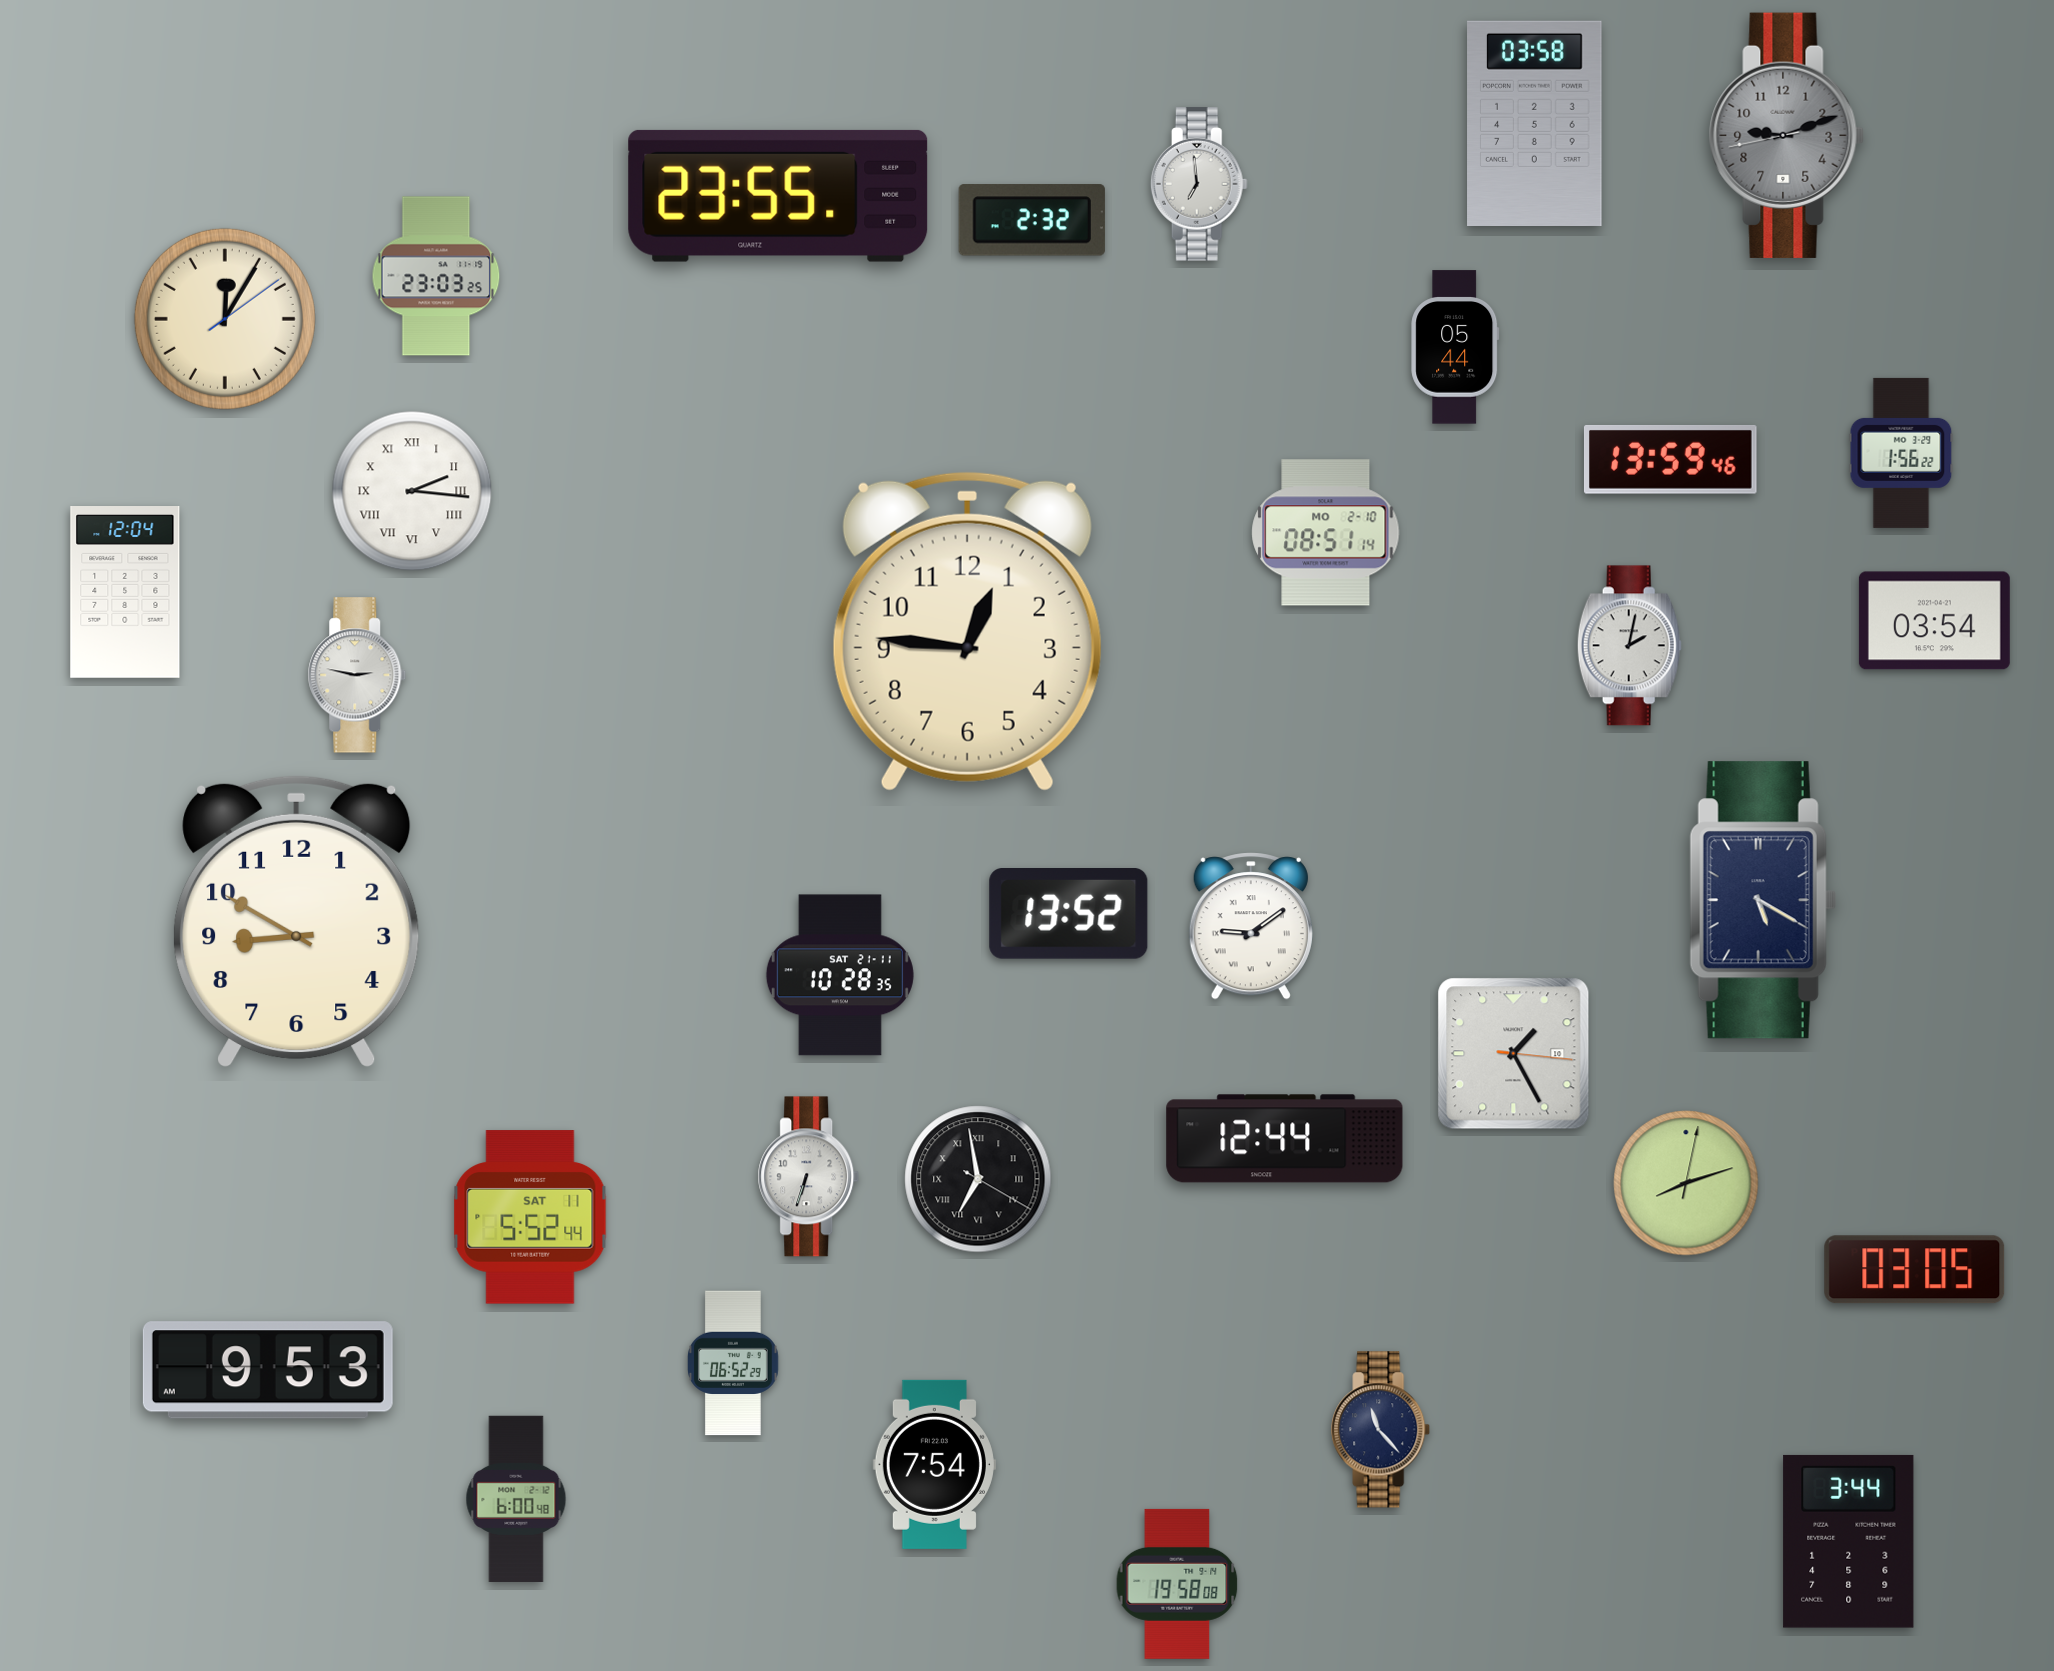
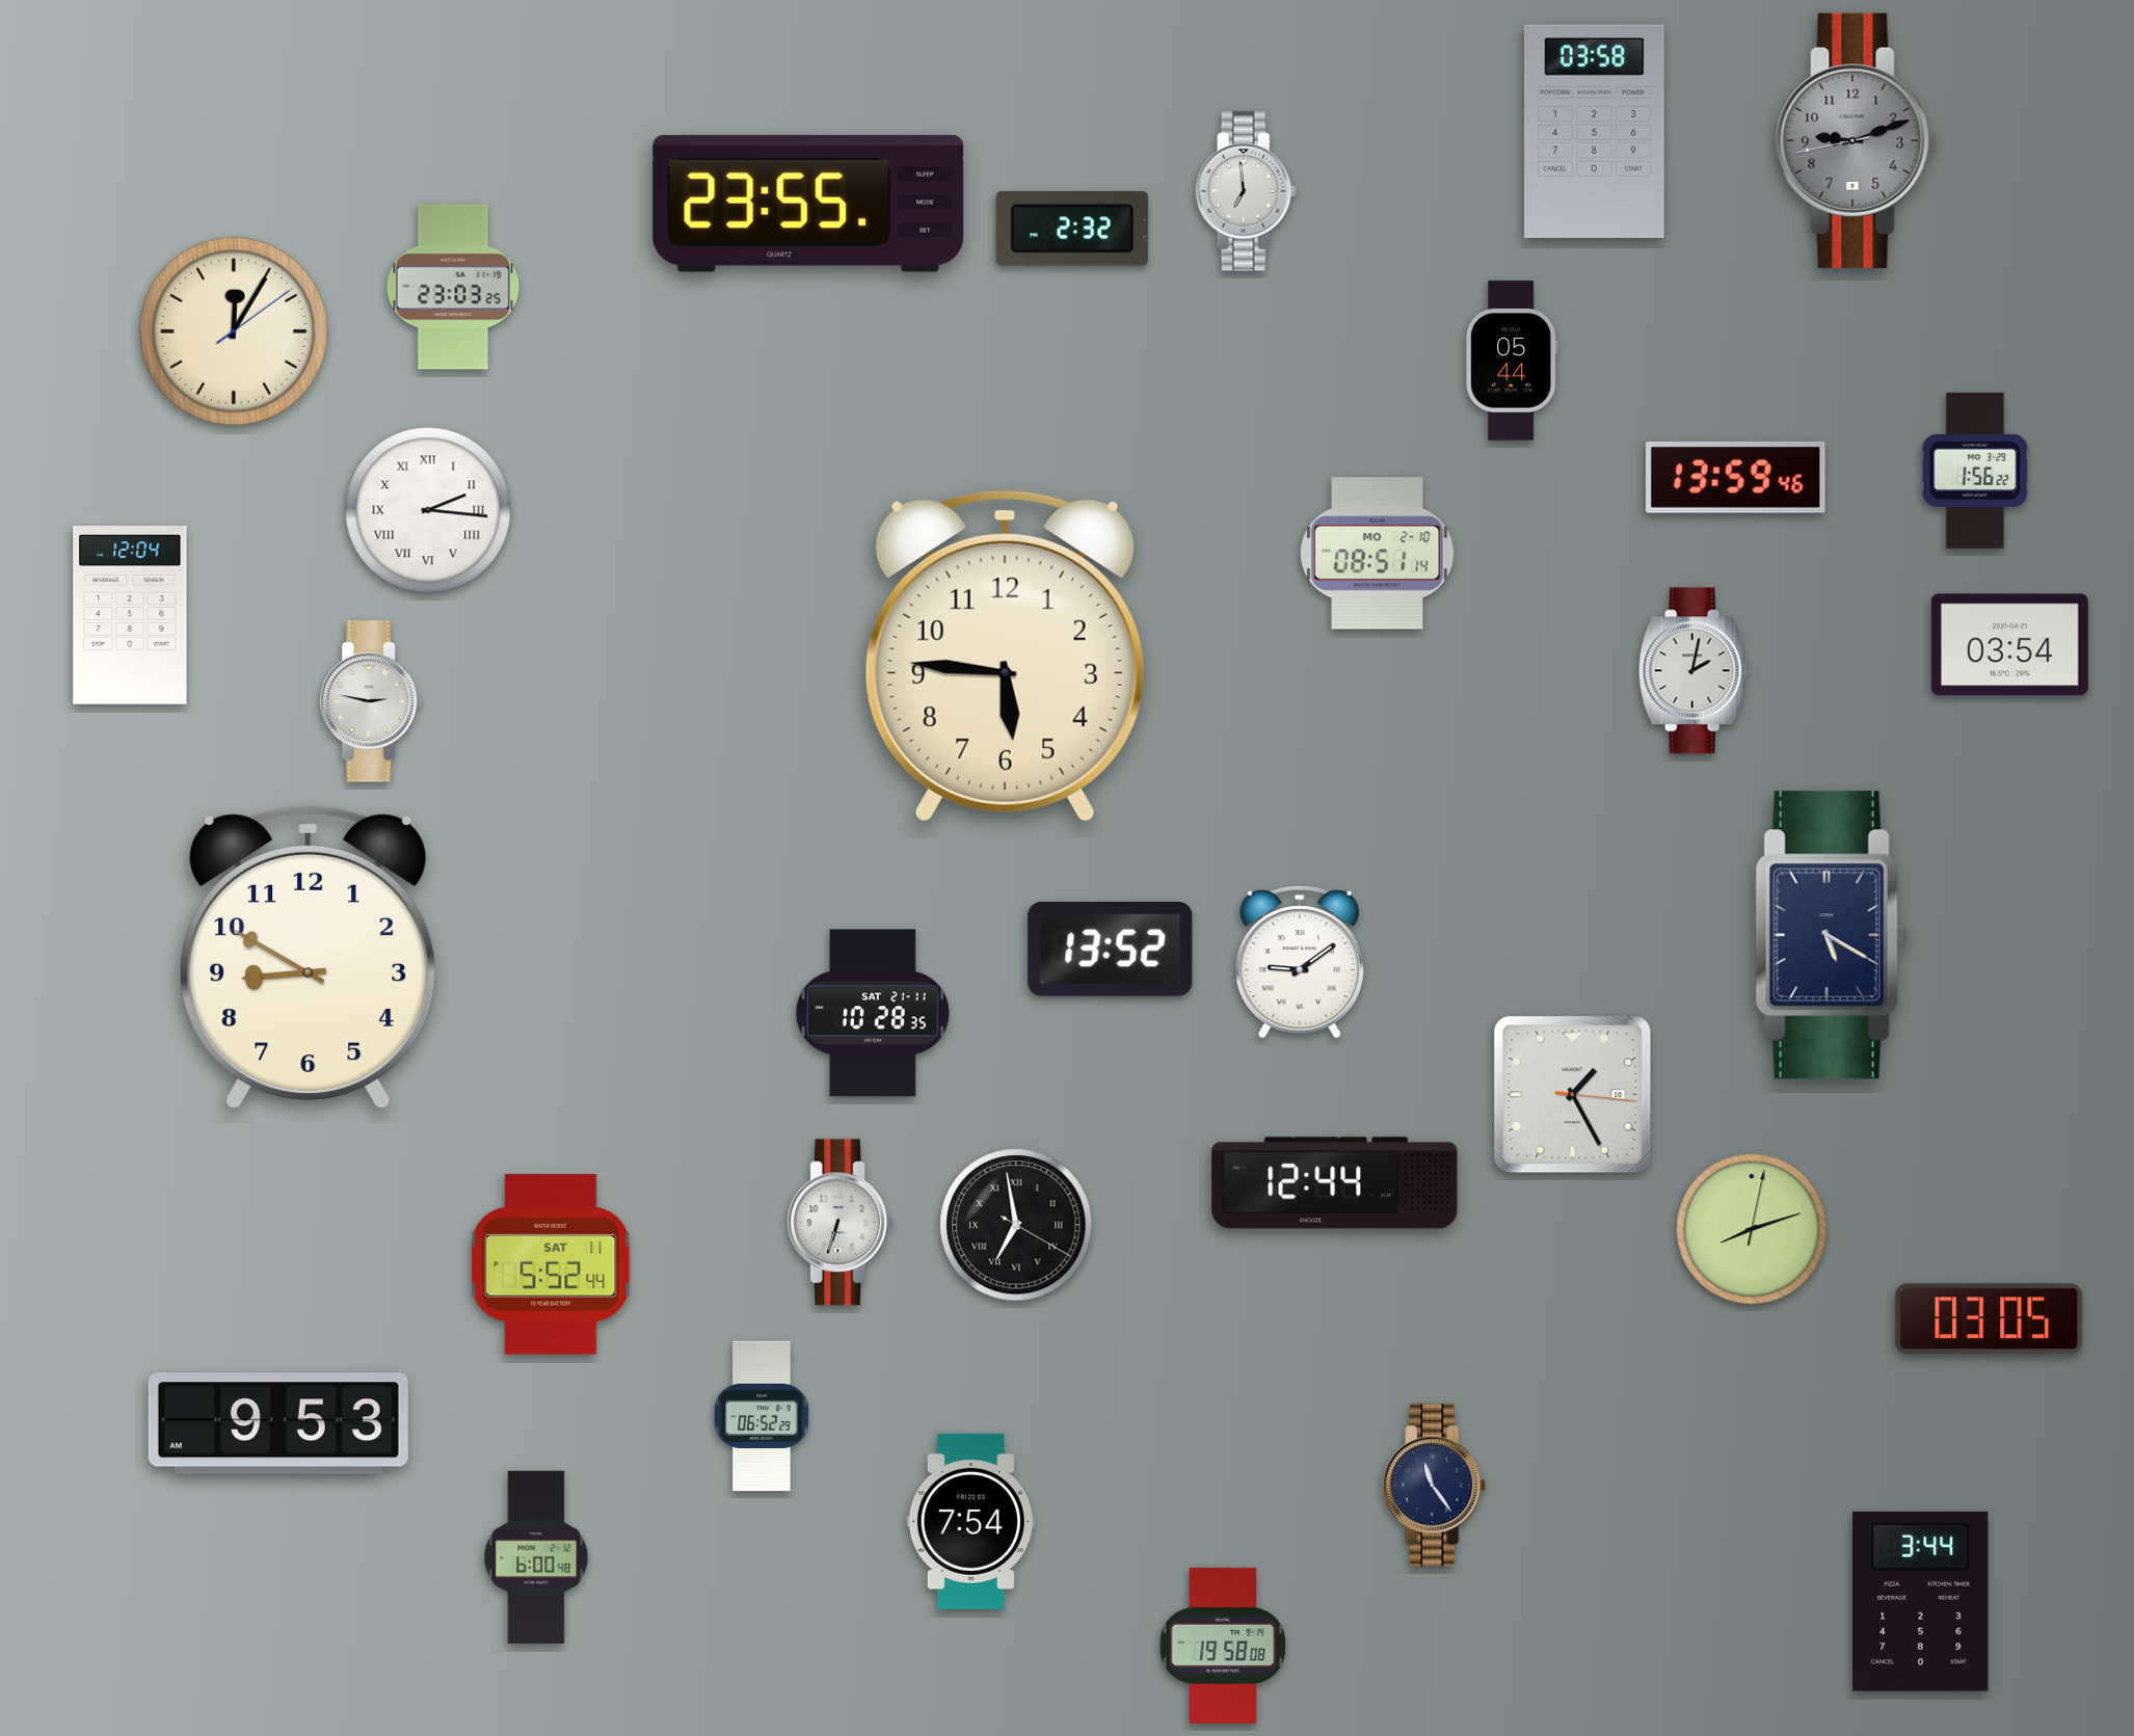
clock at (1535, 123) position: (1535, 123) -> (1595, 131)
clock at (967, 631): 12:46 -> 5:46
clock at (1381, 1430): 11:23 -> 11:24
